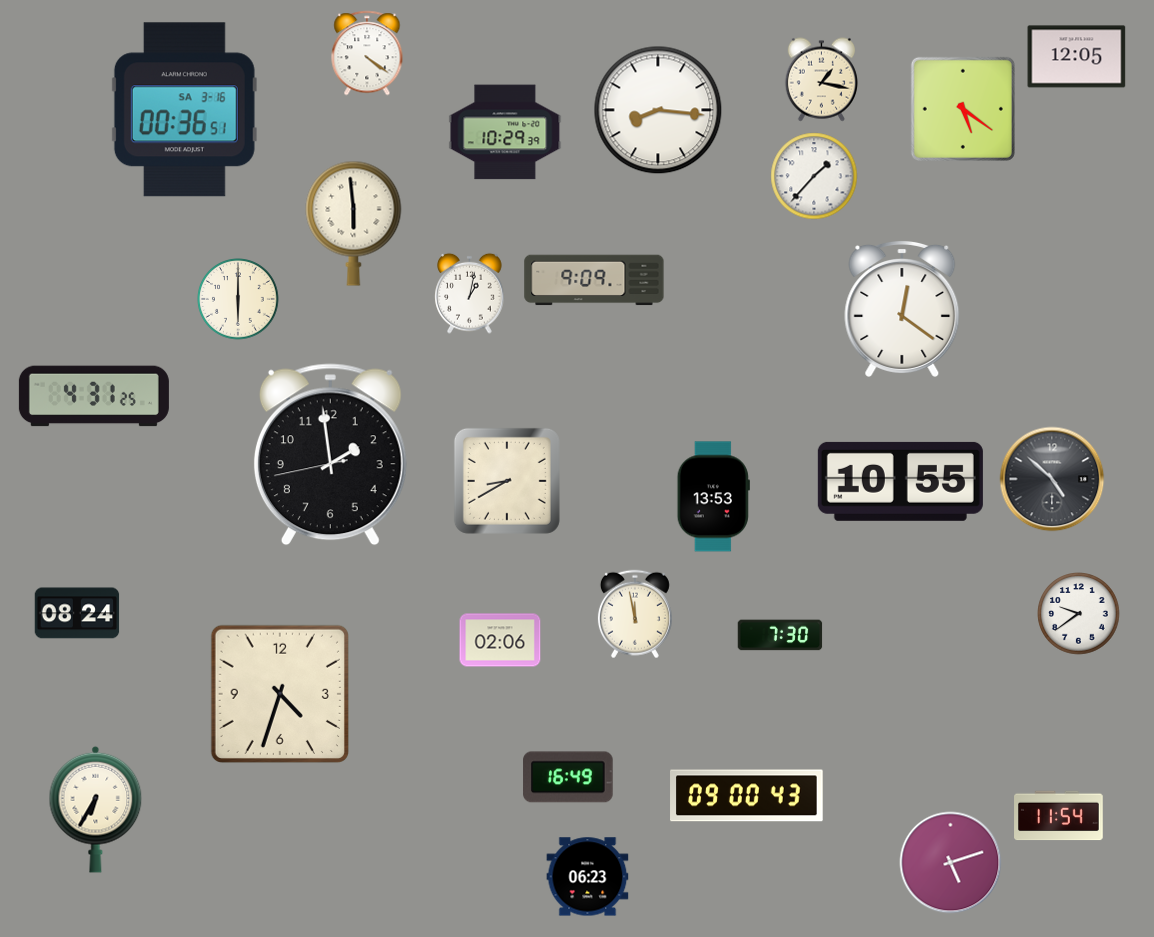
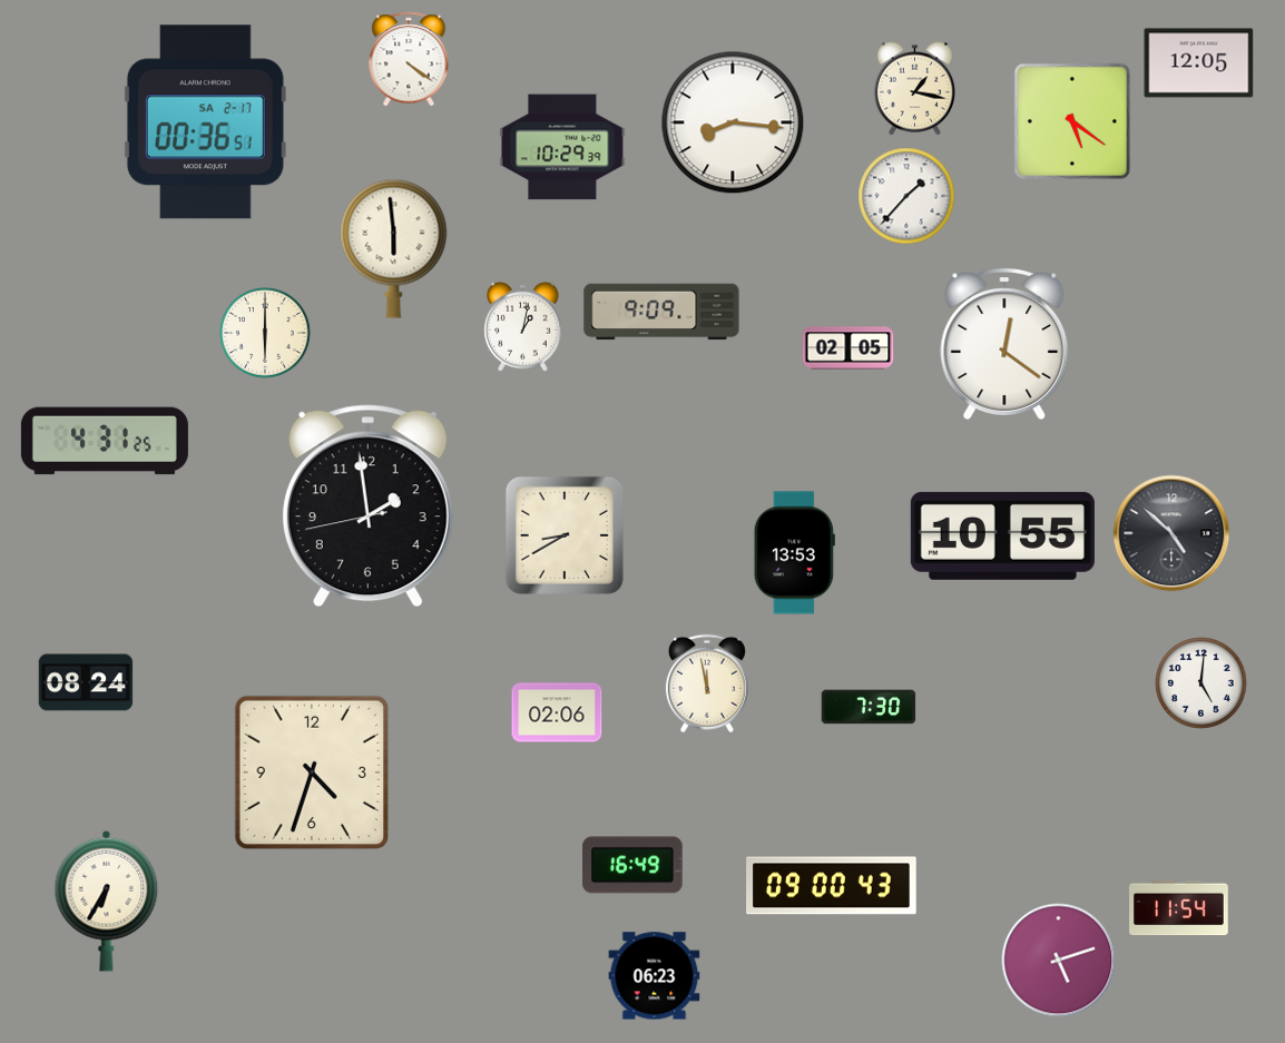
clock at (184, 110) date: SA 3-16 -> SA 2-17
clock at (849, 348): none -> 02:05
clock at (1079, 614): 9:39 -> 5:01
